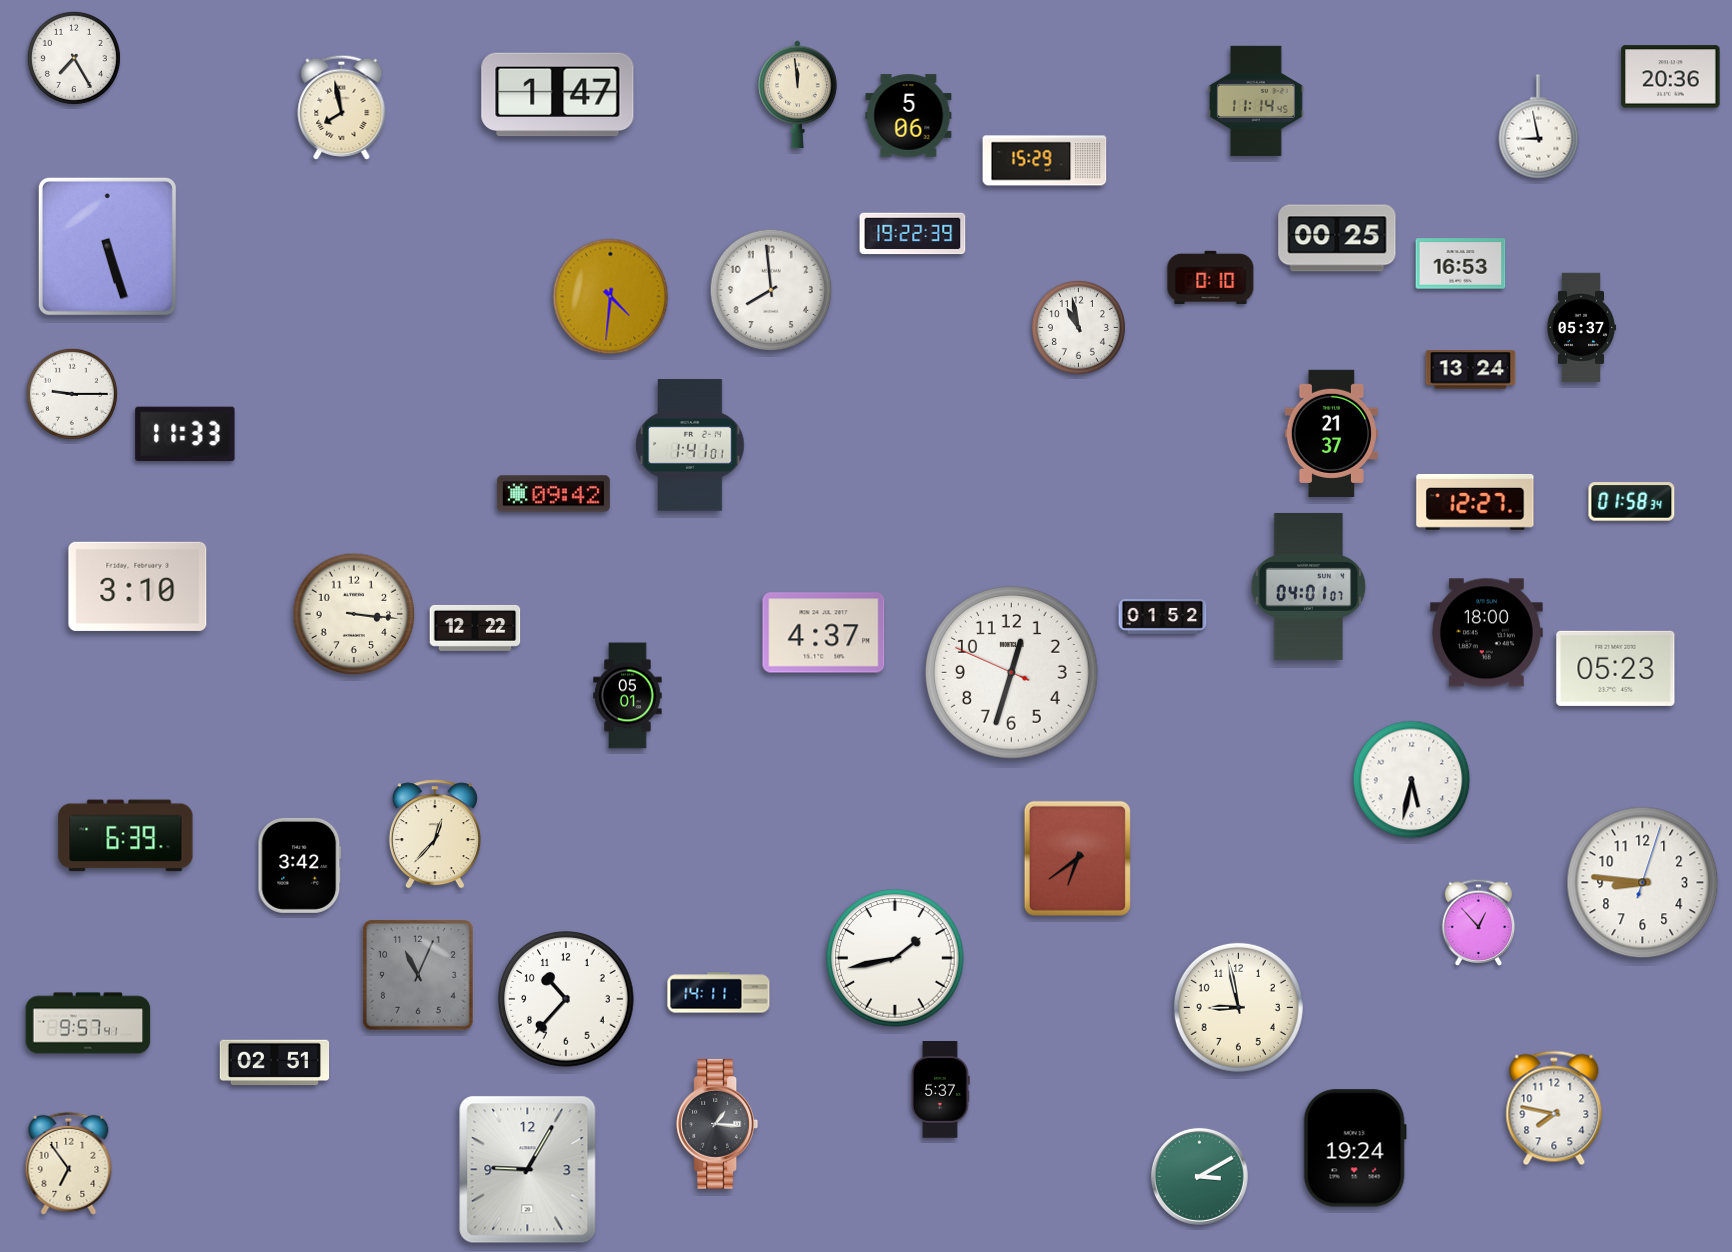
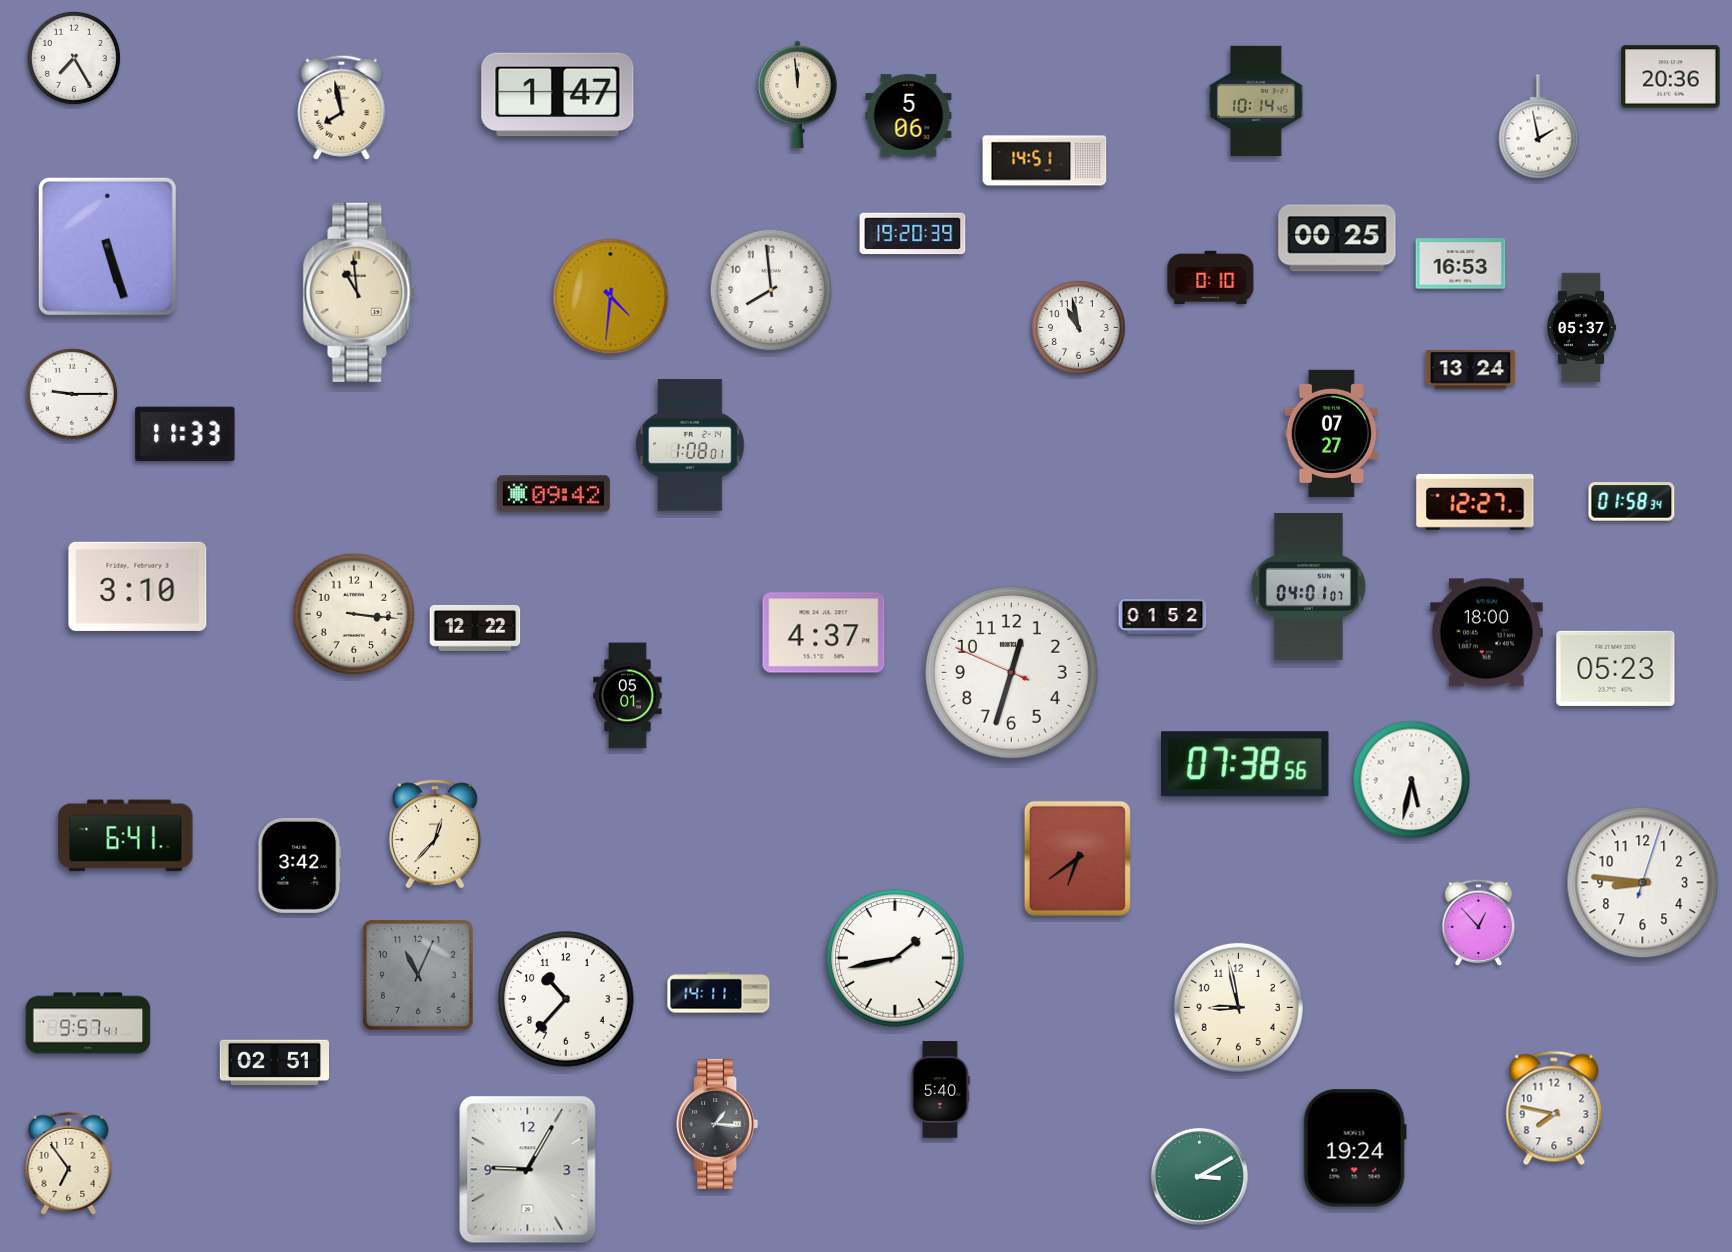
clock at (1256, 101): 11:14 -> 10:14
clock at (1539, 127): 8:58 -> 1:58
clock at (1045, 161): 15:29 -> 14:51
clock at (913, 234): 19:22 -> 19:20
clock at (360, 292): none -> 10:59
clock at (1331, 433): 21:37 -> 07:27
clock at (690, 445): 1:41 -> 1:08
clock at (1245, 764): none -> 07:38
clock at (126, 836): 6:39 -> 6:41
clock at (941, 1090): 5:37 -> 5:40
